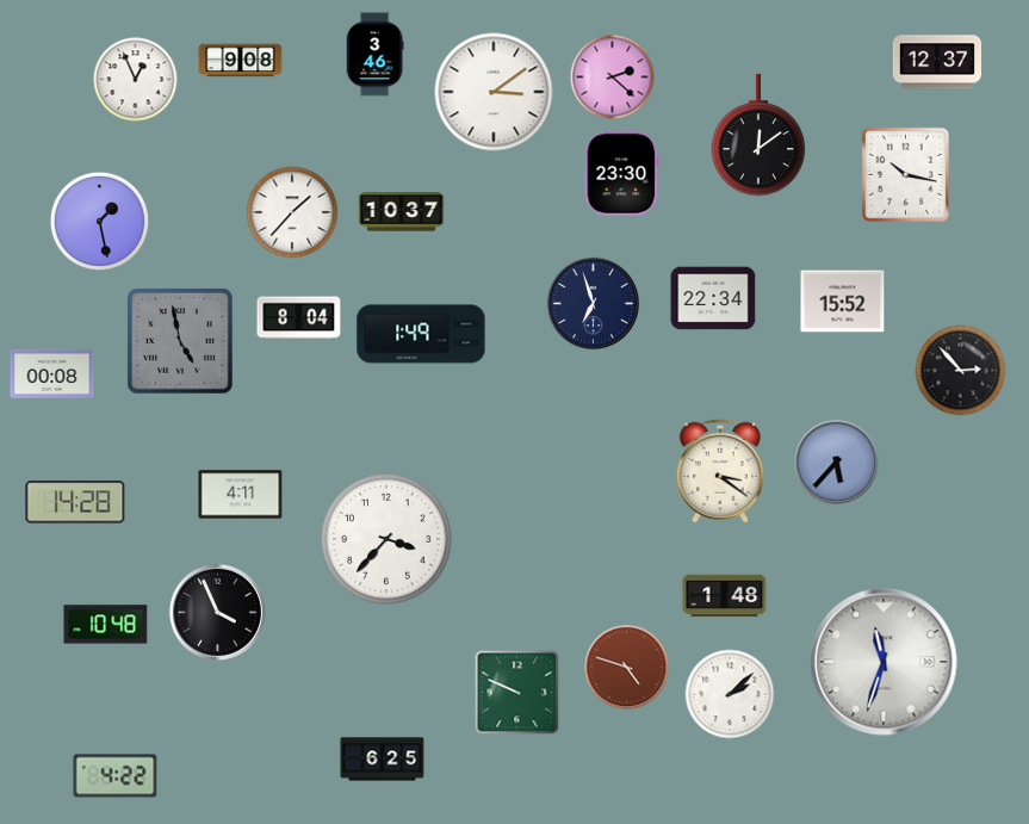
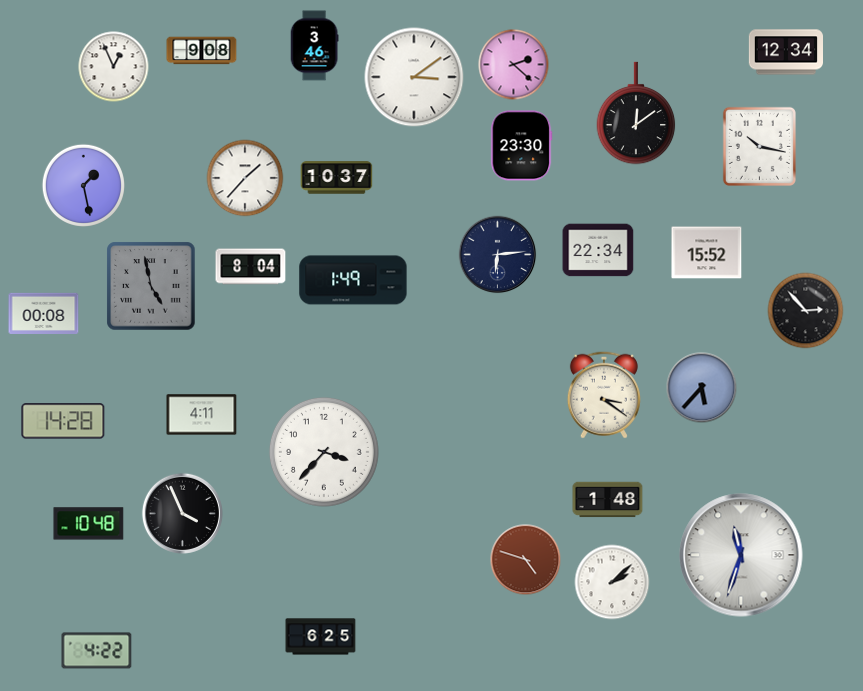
clock at (936, 62): 12:37 -> 12:34
clock at (594, 304): 6:57 -> 6:14
clock at (517, 693): 9:49 -> none
